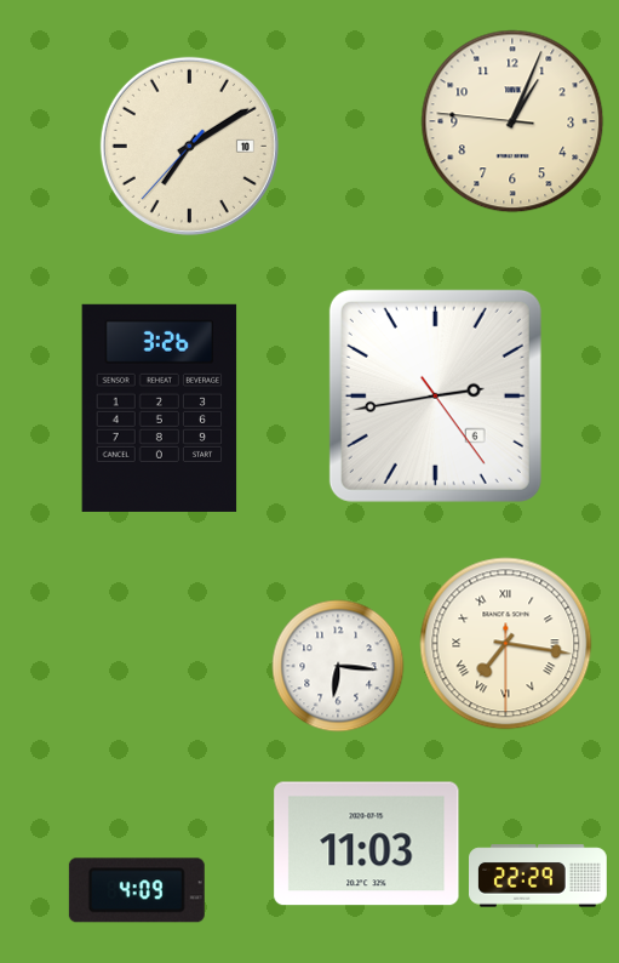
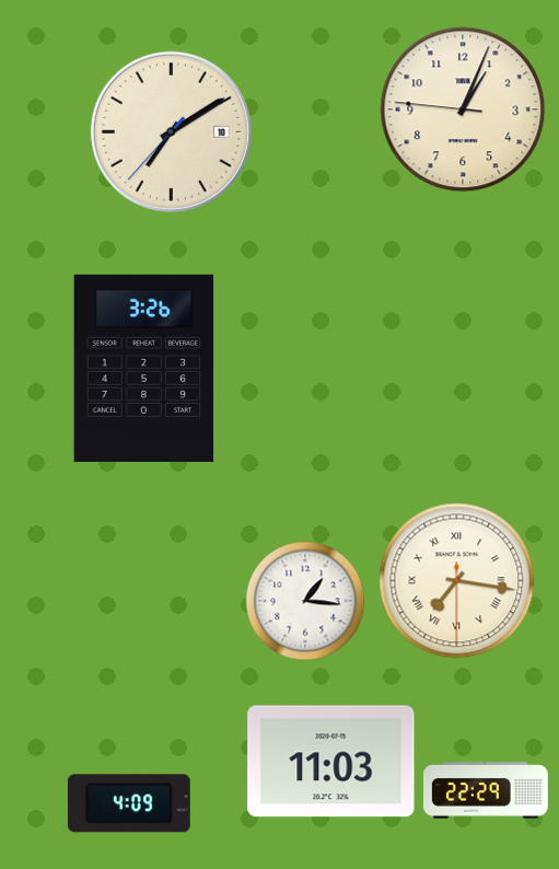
clock at (435, 395): 2:43 -> none
clock at (338, 666): 6:16 -> 1:16
clock at (137, 890) position: (137, 890) -> (129, 803)
